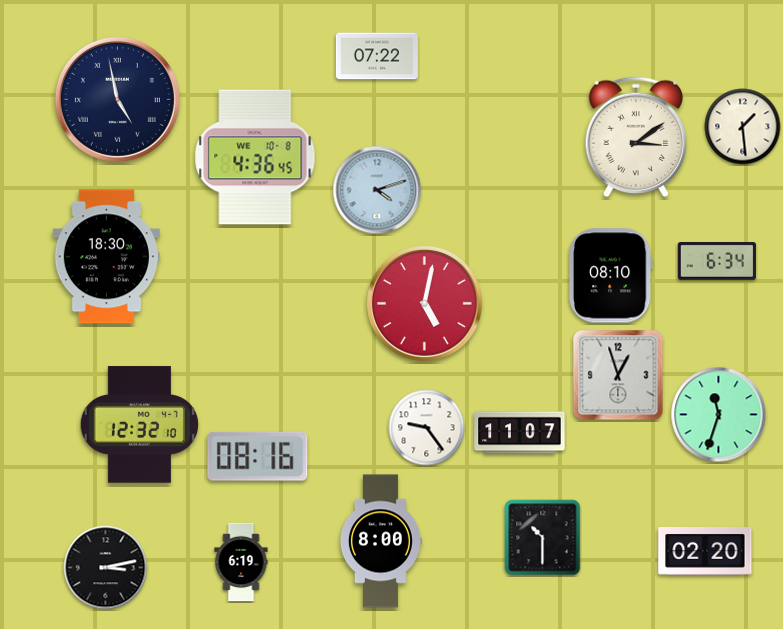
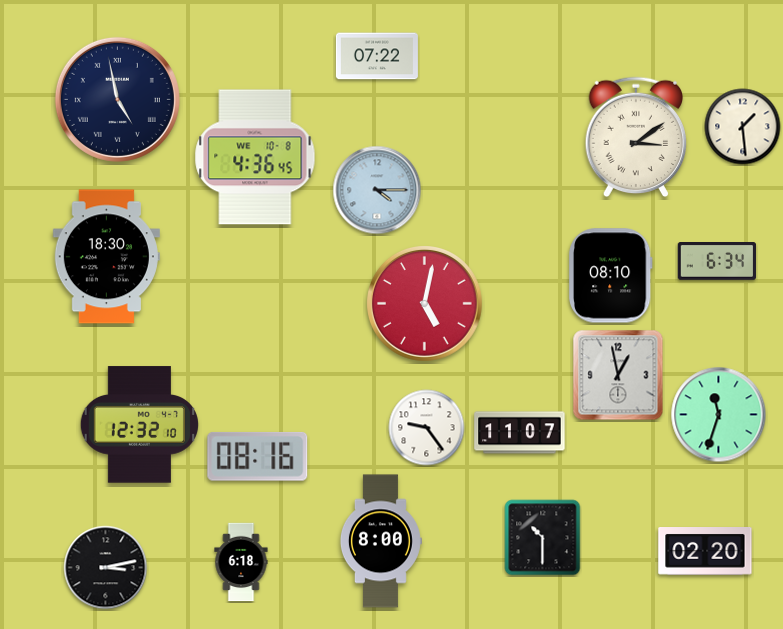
clock at (377, 190): 4:12 -> 4:15
clock at (618, 375): 12:57 -> 12:58
clock at (241, 562): 6:19 -> 6:18
